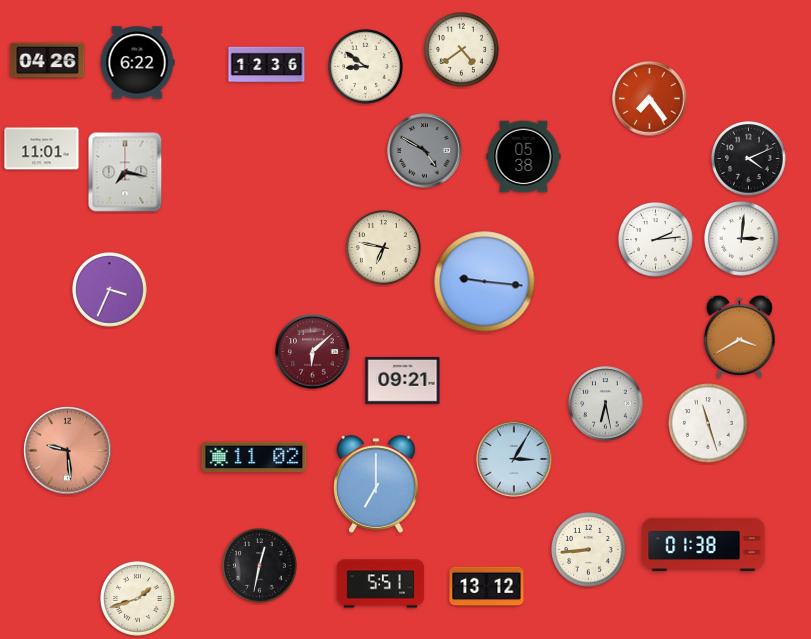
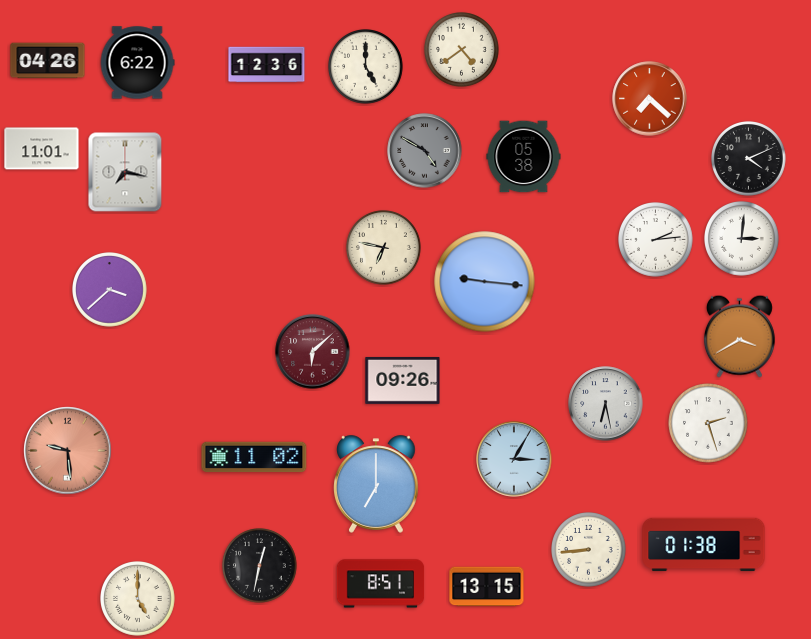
clock at (366, 67): 8:51 -> 5:00
clock at (650, 99): 7:24 -> 7:22
clock at (110, 290): 3:34 -> 3:38
clock at (403, 380): 09:21 -> 09:26
clock at (708, 423): 11:27 -> 2:27
clock at (381, 584): 5:51 -> 8:51
clock at (487, 587): 13:12 -> 13:15
clock at (138, 599): 1:42 -> 5:00
